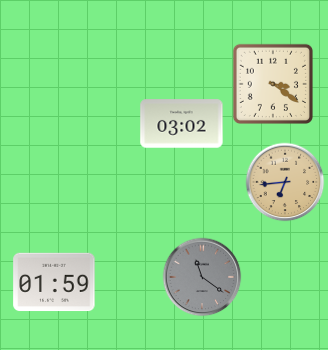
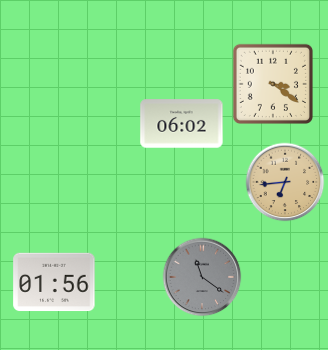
clock at (182, 124): 03:02 -> 06:02
clock at (54, 282): 01:59 -> 01:56
